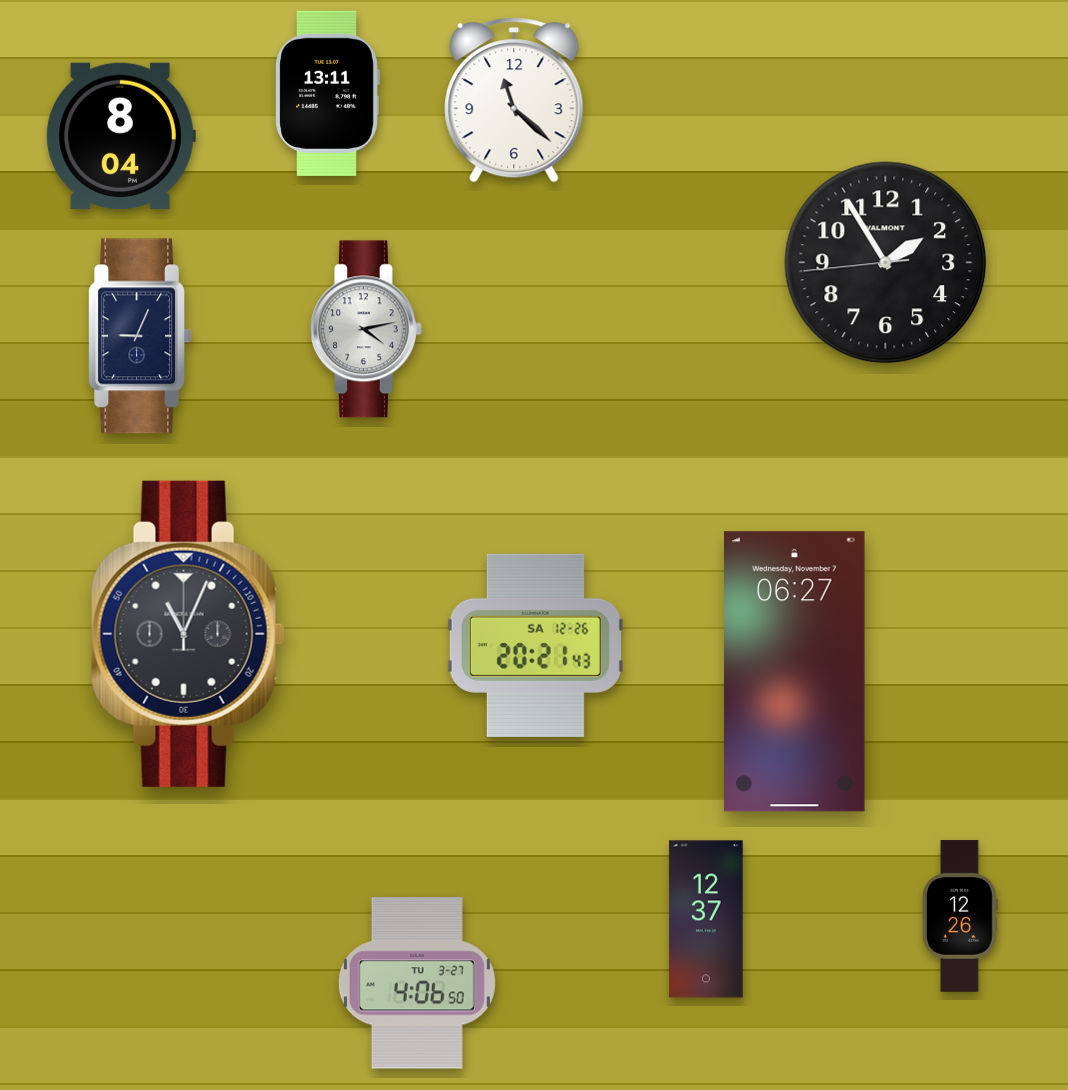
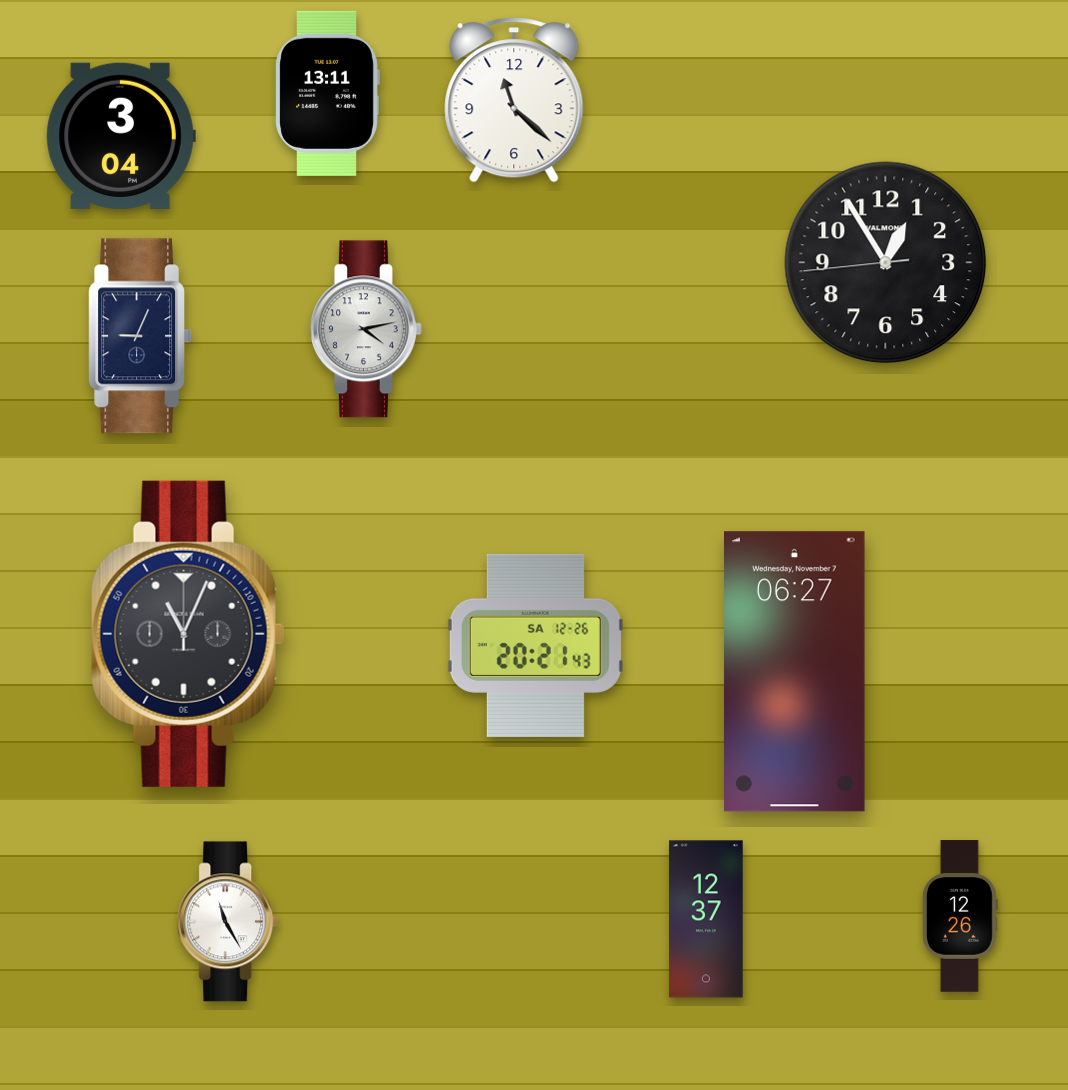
clock at (121, 136): 8:04 -> 3:04
clock at (886, 263): 1:54 -> 12:54
clock at (228, 922): none -> 11:25
clock at (417, 983): 4:06 -> none
